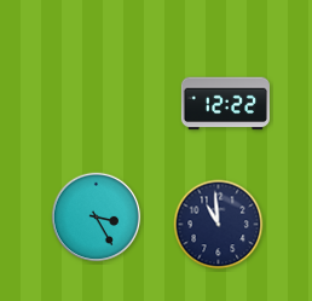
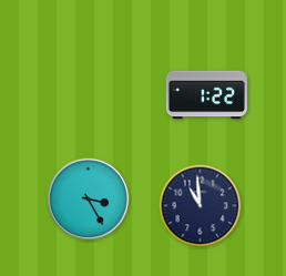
clock at (225, 104): 12:22 -> 1:22
